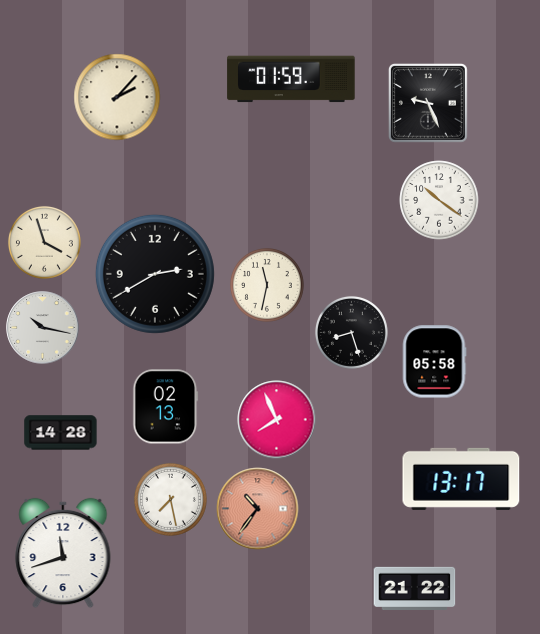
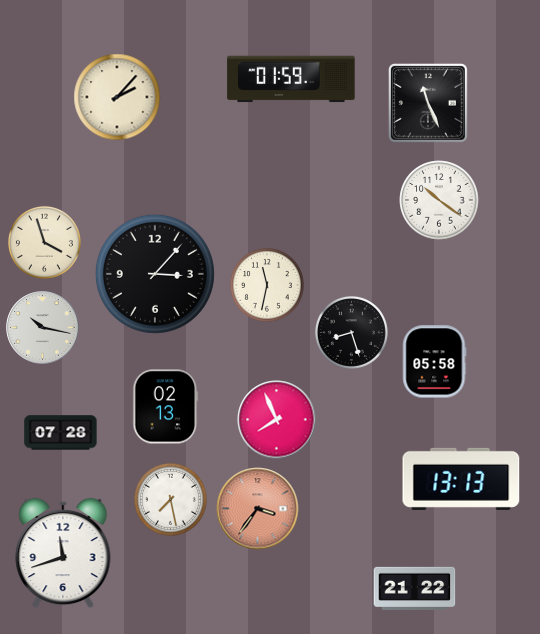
clock at (428, 103): 9:26 -> 11:26
clock at (155, 274): 2:40 -> 3:07
clock at (61, 433): 14:28 -> 07:28
clock at (461, 479): 13:17 -> 13:13
clock at (258, 509): 10:36 -> 3:36
